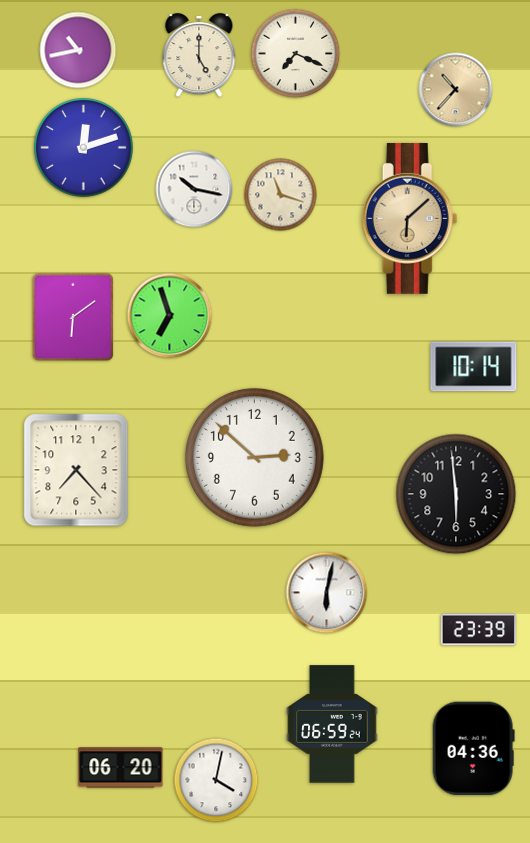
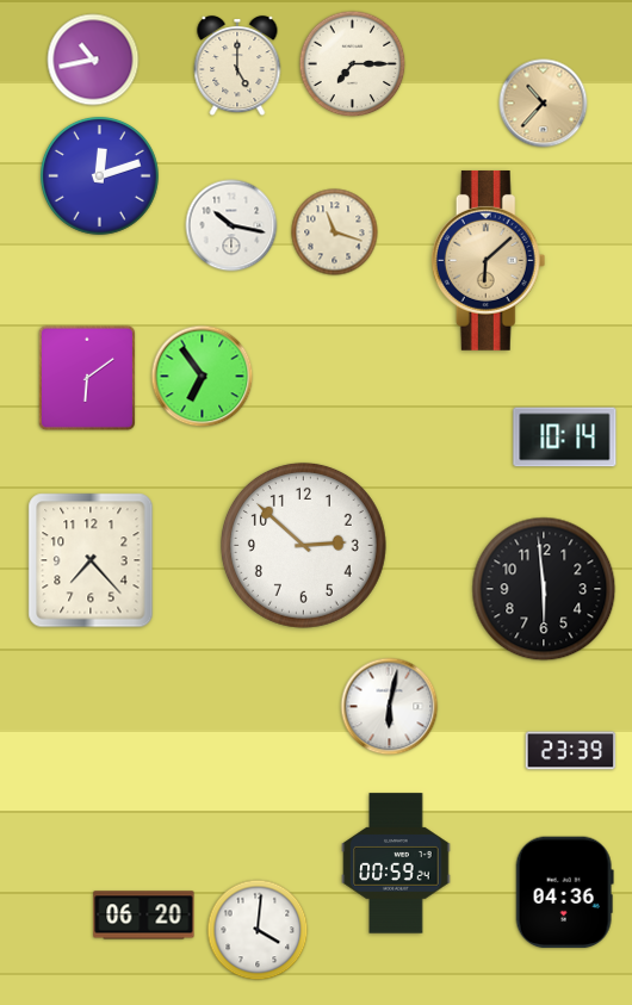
clock at (296, 54): 7:19 -> 7:15
clock at (456, 90) position: (456, 90) -> (544, 104)
clock at (170, 316): 6:57 -> 6:54
clock at (332, 724): 06:59 -> 00:59
clock at (216, 780): 4:02 -> 4:01
